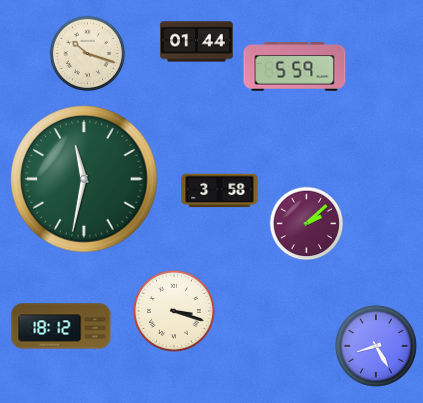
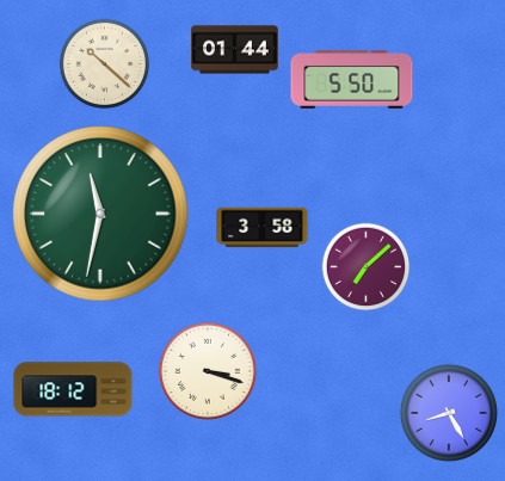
clock at (88, 54): 10:18 -> 10:22
clock at (295, 67): 5:59 -> 5:50
clock at (307, 224): 2:08 -> 7:08
